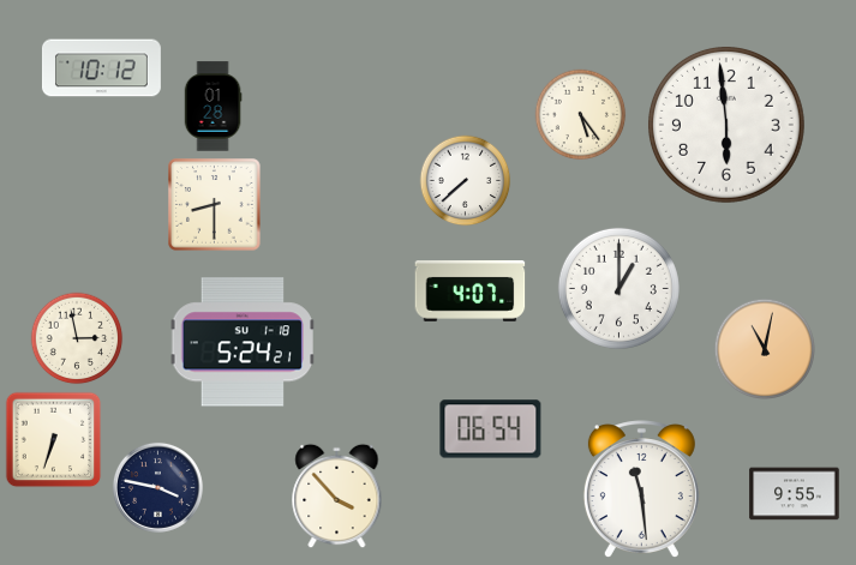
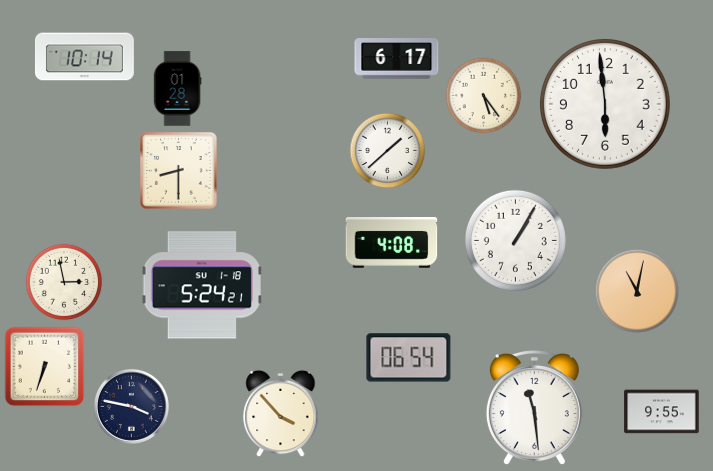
clock at (101, 68): 10:12 -> 10:14
clock at (397, 59): none -> 6:17
clock at (466, 181): 7:38 -> 1:38
clock at (618, 288): 1:00 -> 1:05
clock at (471, 291): 4:07 -> 4:08
